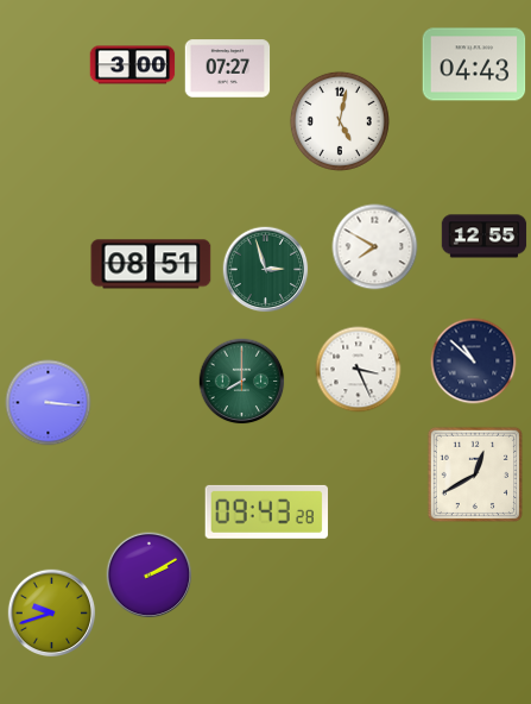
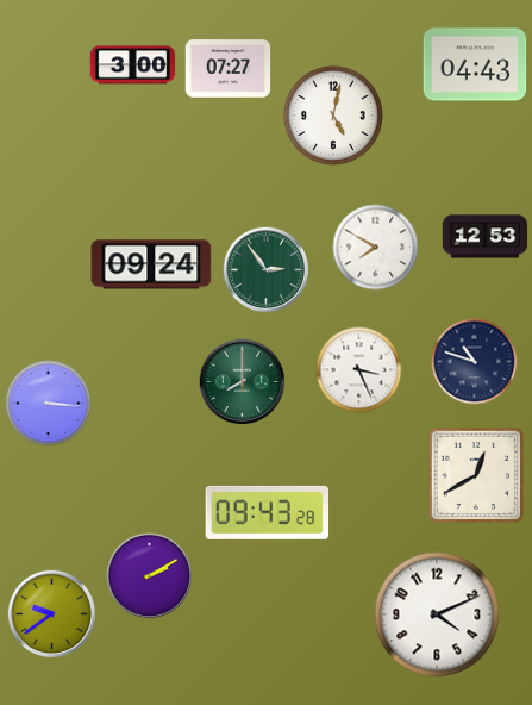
clock at (340, 121) position: (340, 121) -> (333, 116)
clock at (485, 237): 12:55 -> 12:53
clock at (151, 264): 08:51 -> 09:24
clock at (266, 270): 2:57 -> 2:54
clock at (474, 362): 10:52 -> 10:48
clock at (52, 614): 9:42 -> 9:39
clock at (437, 614): none -> 4:11
